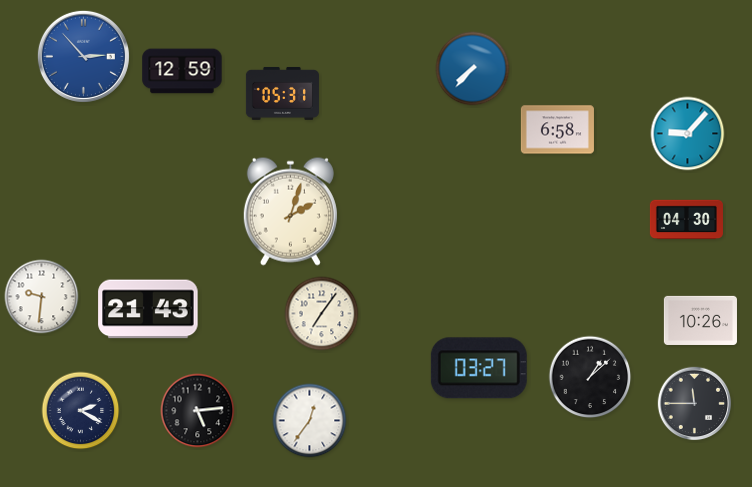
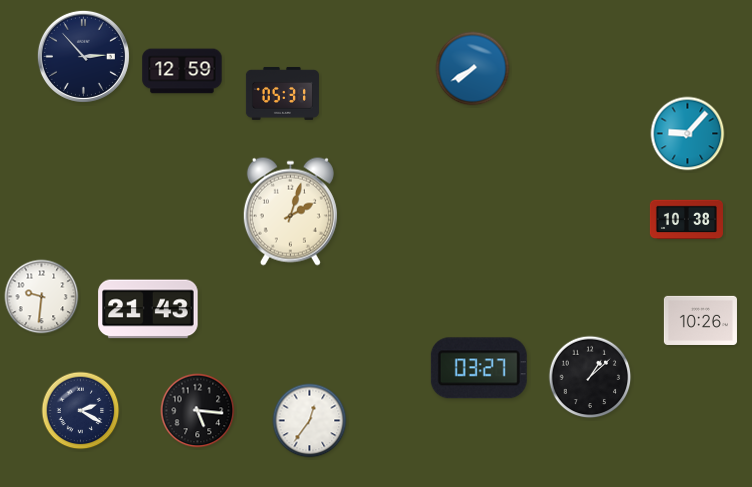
clock at (83, 56) dial: blue -> navy
clock at (473, 69): 7:37 -> 7:40
clock at (557, 130): 6:58 -> none
clock at (686, 220): 04:30 -> 10:38
clock at (322, 314): 7:06 -> none
clock at (695, 404): 11:45 -> none
clock at (198, 411): 5:14 -> 5:16
